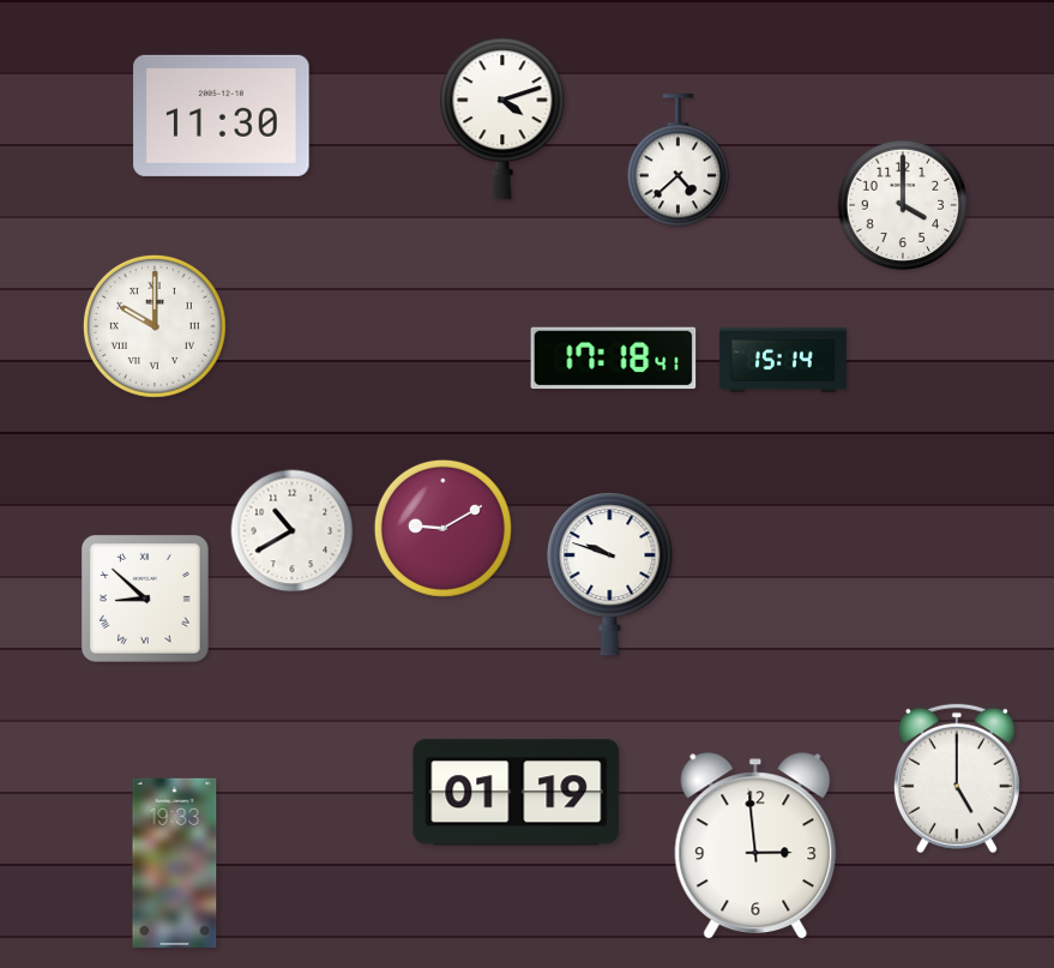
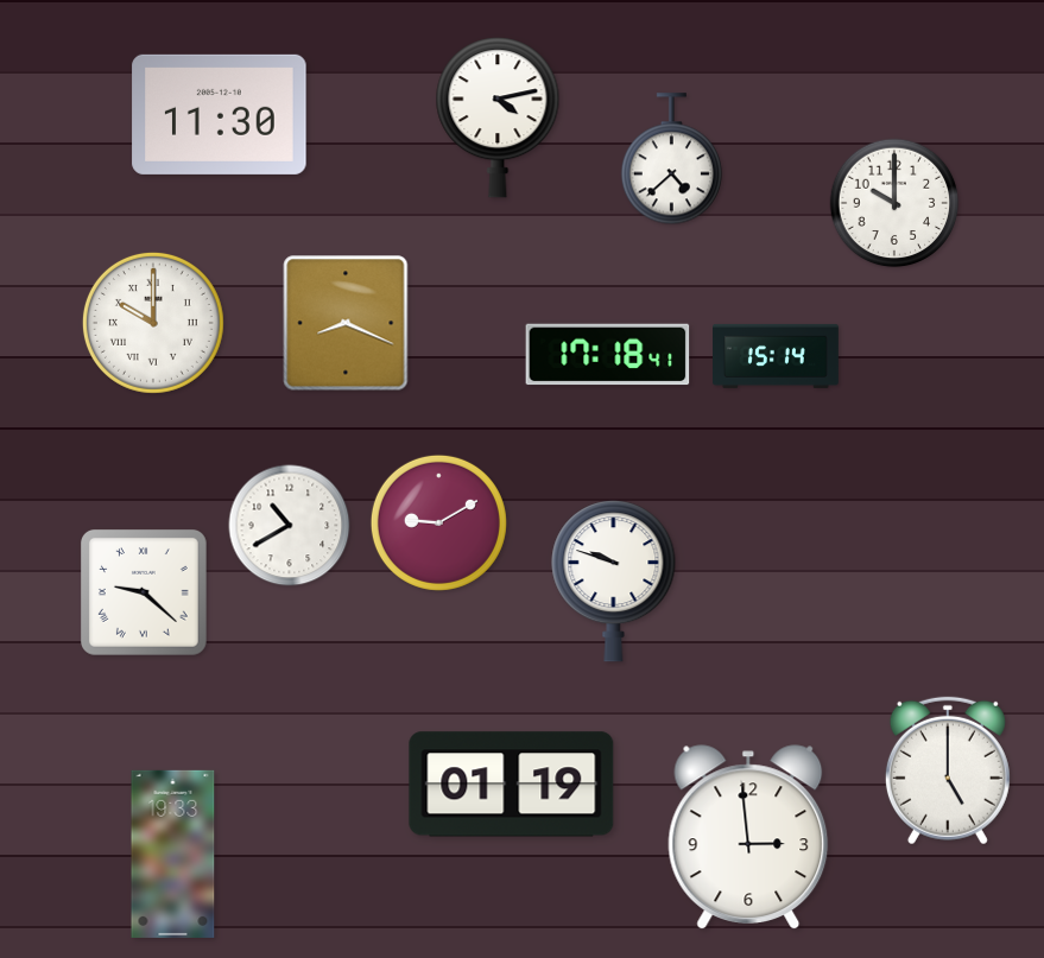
clock at (502, 119): 4:12 -> 4:13
clock at (903, 205): 4:00 -> 10:00
clock at (346, 323): none -> 8:19
clock at (610, 575) position: (610, 575) -> (614, 582)
clock at (146, 600): 8:52 -> 9:22
